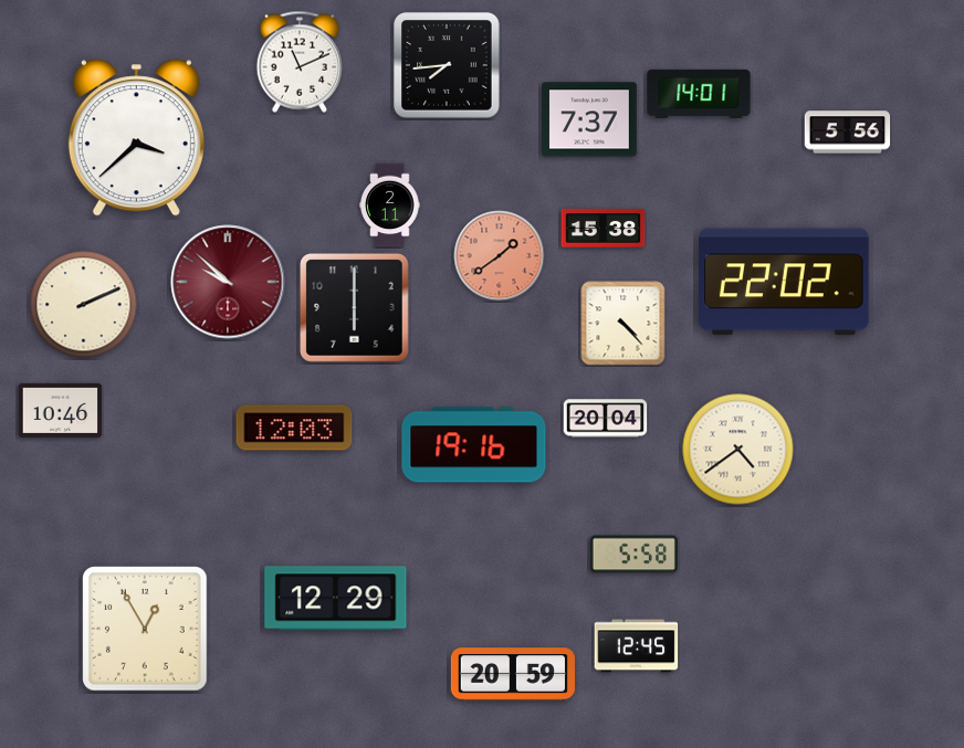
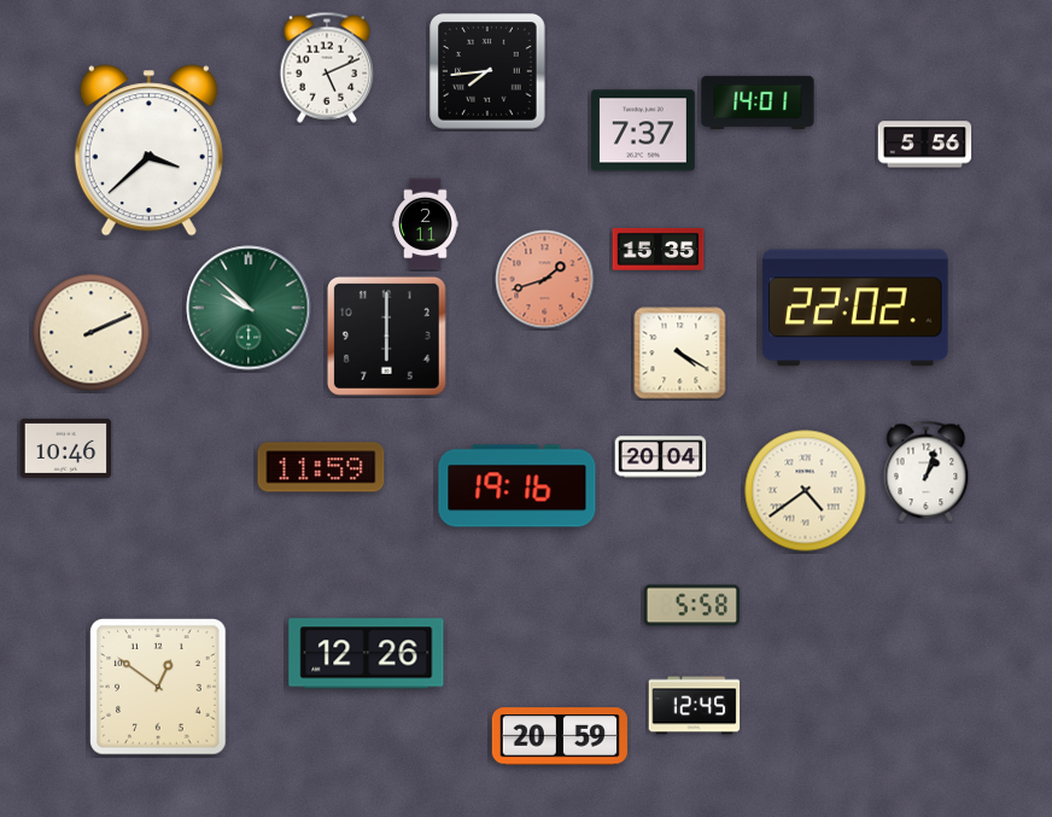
clock at (300, 62): 11:11 -> 5:11
clock at (699, 93) position: (699, 93) -> (758, 101)
clock at (604, 228): 15:38 -> 15:35
clock at (500, 256): 1:39 -> 1:42
clock at (228, 282) dial: burgundy -> green
clock at (624, 324): 4:23 -> 4:20
clock at (294, 428): 12:03 -> 11:59
clock at (927, 472): none -> 1:03
clock at (336, 599): 12:29 -> 12:26
clock at (145, 629): 12:55 -> 12:51
